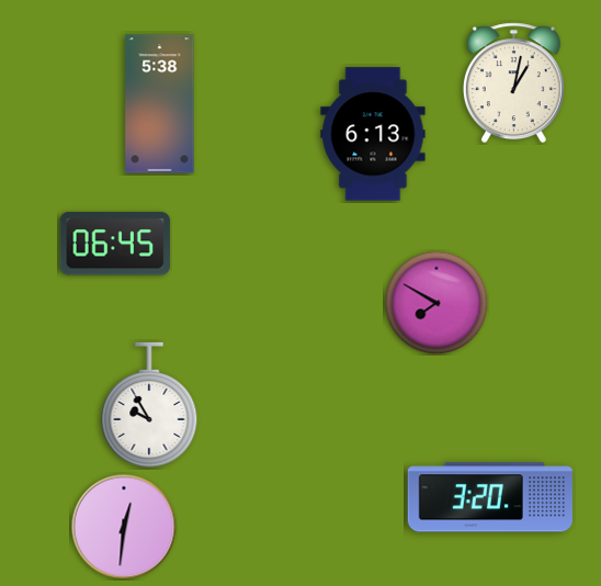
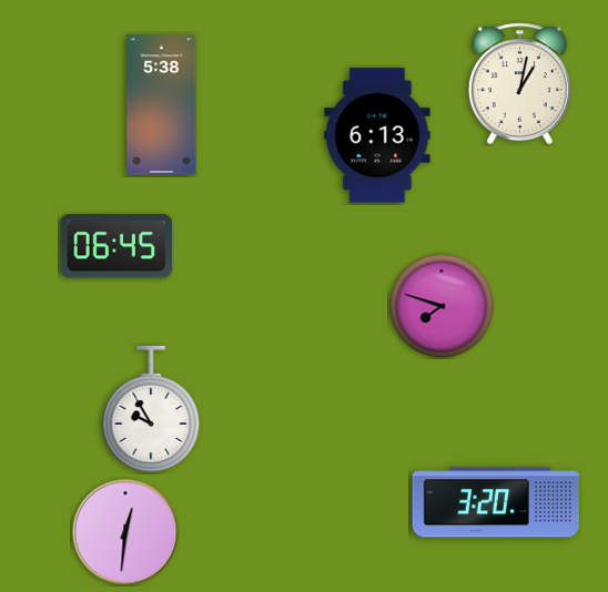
clock at (436, 303): 7:50 -> 7:48
